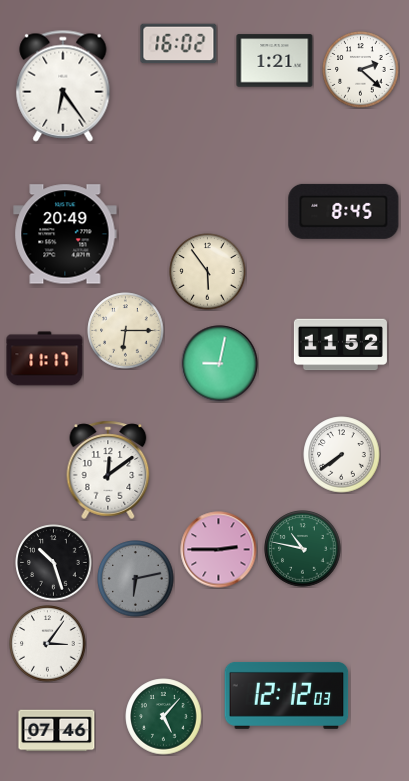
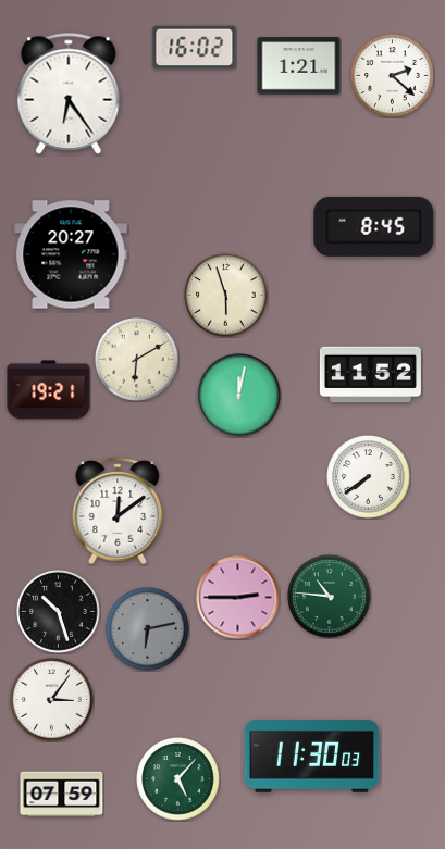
clock at (344, 211) position: (344, 211) -> (374, 226)
clock at (65, 234): 20:49 -> 20:27
clock at (208, 272): 5:54 -> 5:57
clock at (126, 331): 6:15 -> 6:10
clock at (45, 359): 11:17 -> 19:21
clock at (220, 364): 9:02 -> 12:02
clock at (342, 455) position: (342, 455) -> (369, 477)
clock at (303, 549): 10:47 -> 10:46
clock at (287, 695): 12:12 -> 11:30
clock at (57, 731): 07:46 -> 07:59
